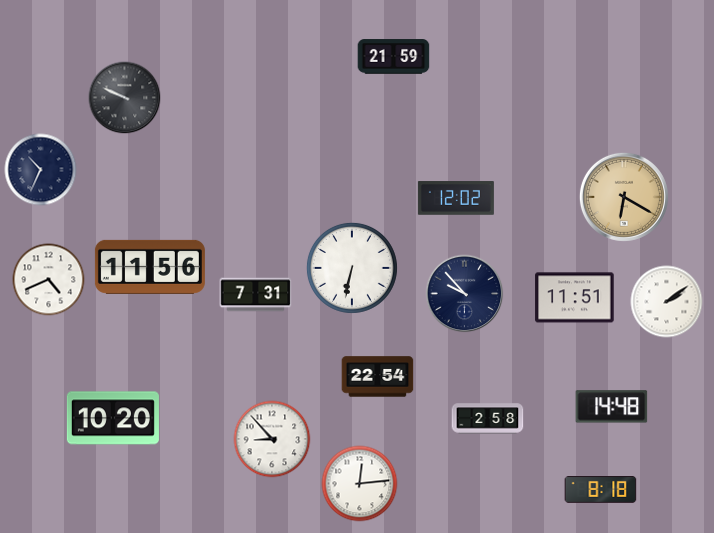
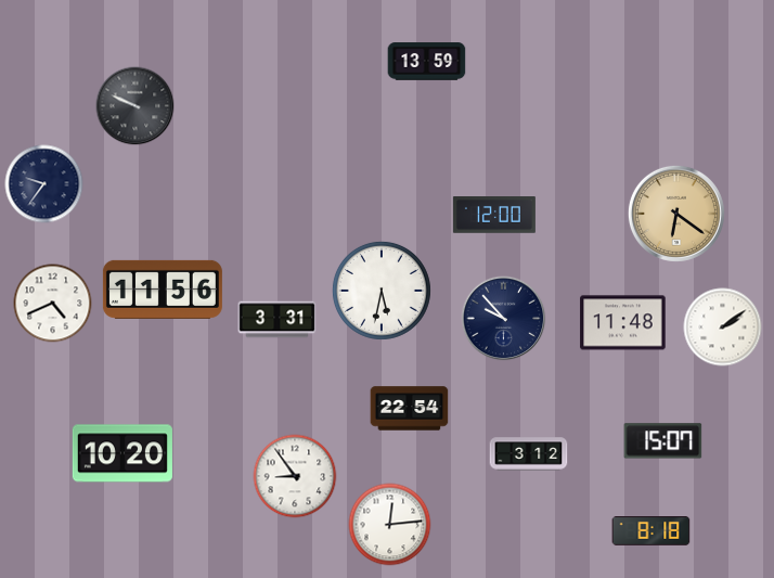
clock at (394, 57): 21:59 -> 13:59
clock at (41, 170): 10:34 -> 9:36
clock at (624, 197): 6:20 -> 6:21
clock at (456, 198): 12:02 -> 12:00
clock at (352, 268): 6:32 -> 5:32
clock at (256, 295): 7:31 -> 3:31
clock at (575, 298): 11:51 -> 11:48
clock at (612, 407): 14:48 -> 15:07
clock at (488, 419): 2:58 -> 3:12
clock at (272, 439): 8:53 -> 8:54
